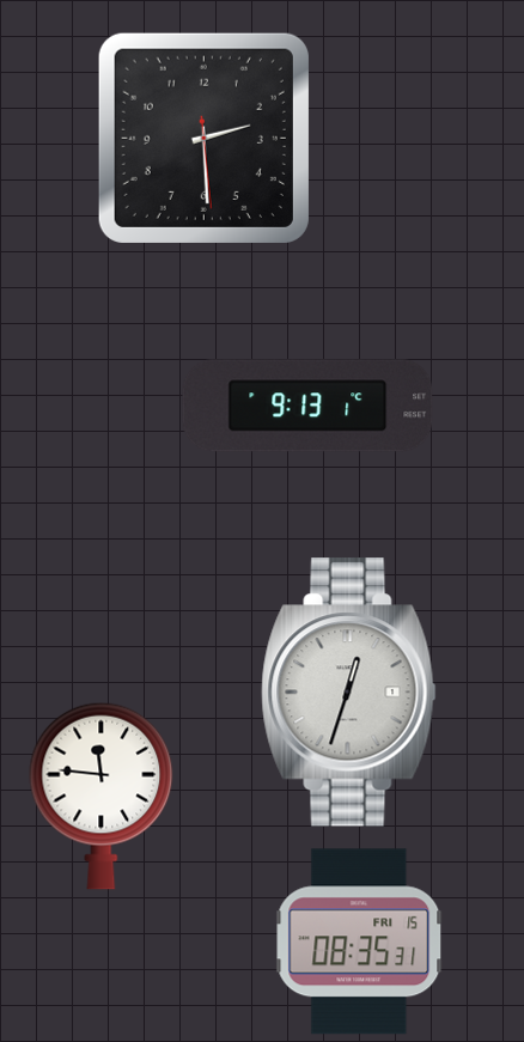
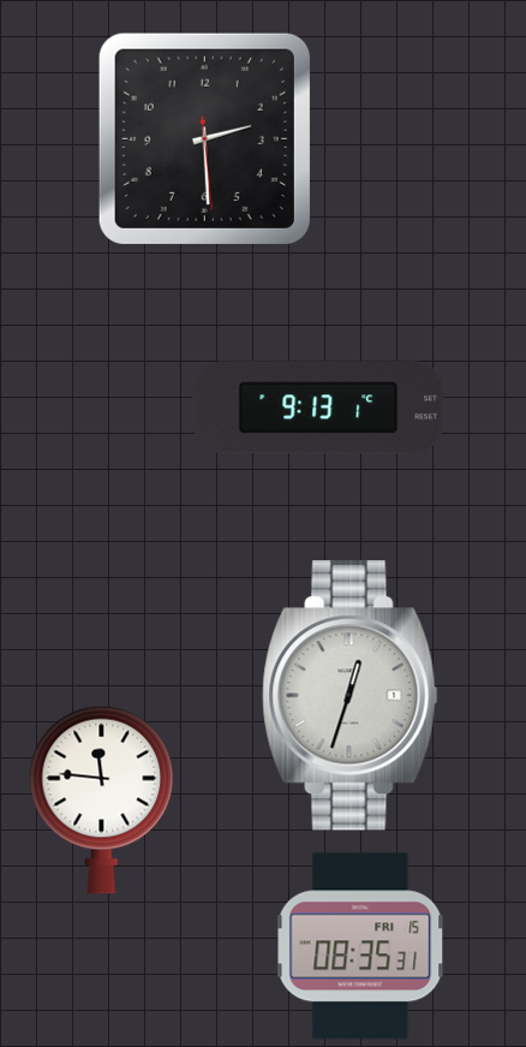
clock at (307, 406) position: (307, 406) -> (318, 408)
